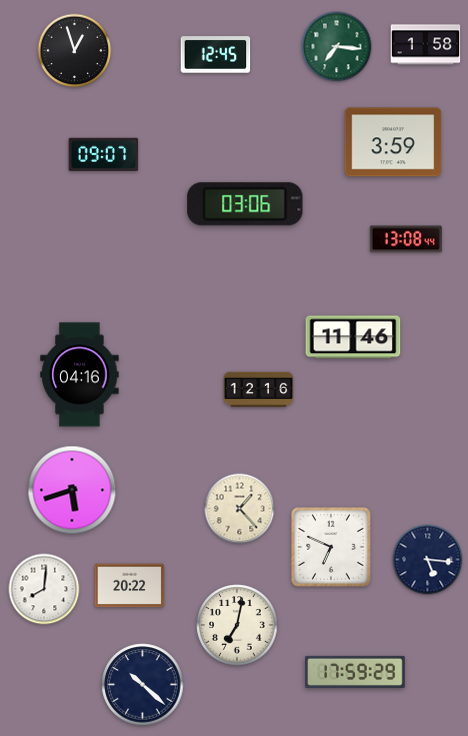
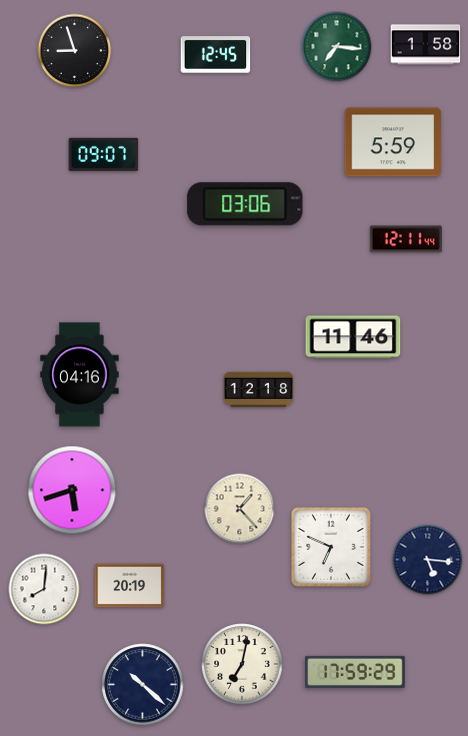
clock at (75, 51): 12:57 -> 8:57
clock at (393, 142): 3:59 -> 5:59
clock at (406, 239): 13:08 -> 12:11
clock at (259, 390): 12:16 -> 12:18
clock at (130, 586): 20:22 -> 20:19
clock at (237, 625) position: (237, 625) -> (242, 664)
